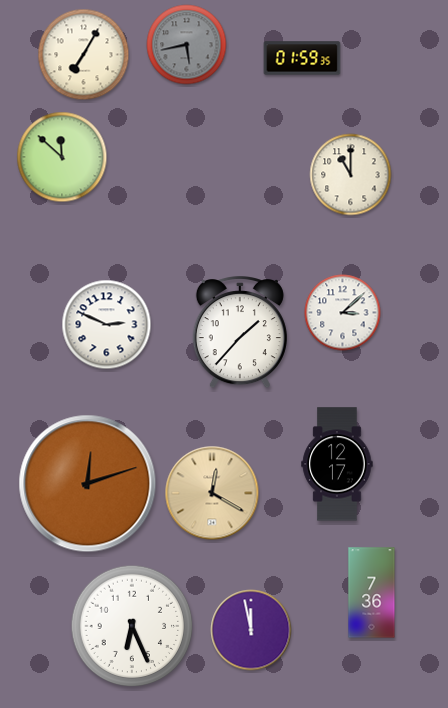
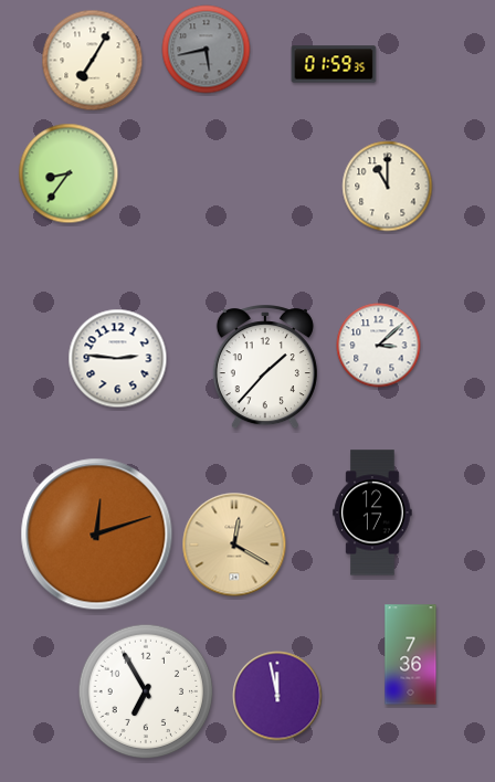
clock at (62, 157): 11:52 -> 8:36
clock at (351, 175) position: (351, 175) -> (388, 187)
clock at (107, 325): 2:49 -> 2:46
clock at (132, 626): 6:26 -> 6:55
